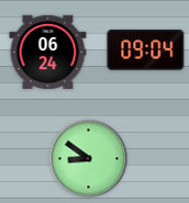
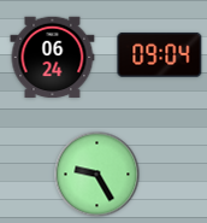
clock at (89, 159): 8:51 -> 9:25
